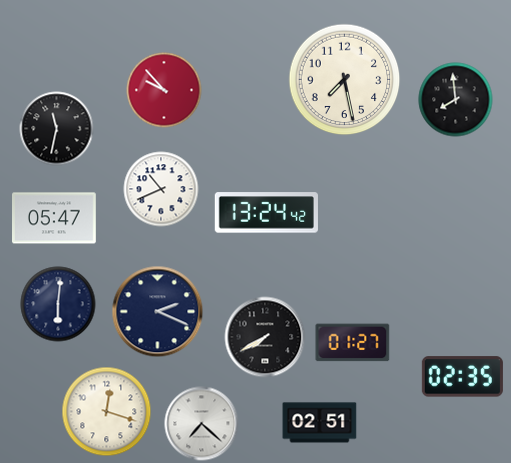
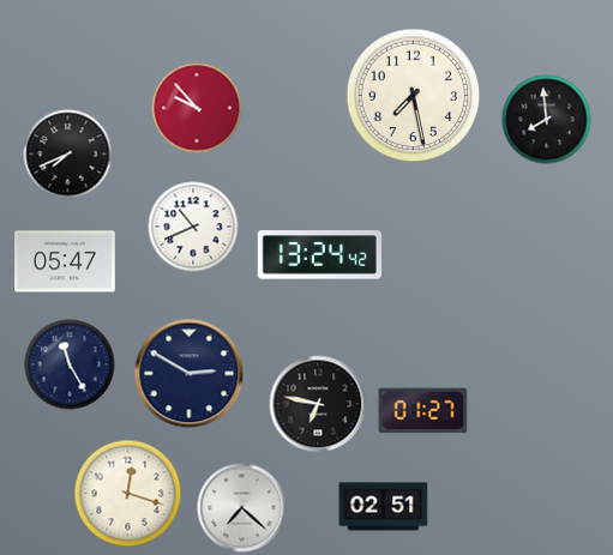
clock at (57, 129): 11:32 -> 7:41
clock at (58, 304): 6:01 -> 11:25
clock at (158, 312): 2:19 -> 2:50
clock at (265, 337): 7:40 -> 6:47
clock at (462, 377): 02:35 -> none
